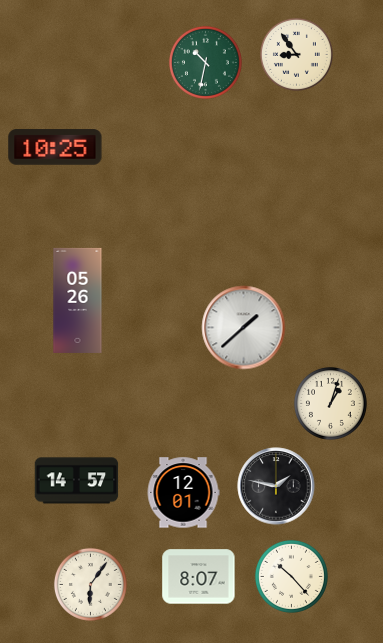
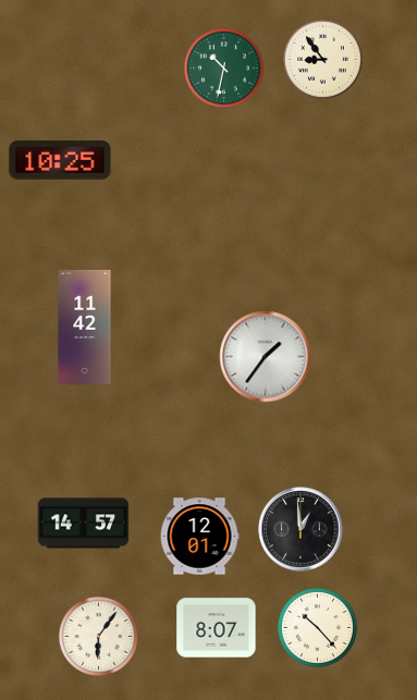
clock at (78, 300): 05:26 -> 11:42
clock at (244, 328): 1:38 -> 1:36
clock at (330, 403): 1:03 -> none
clock at (276, 486): 1:47 -> 12:59
